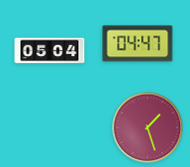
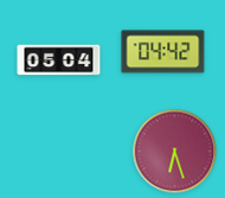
clock at (138, 44): 04:47 -> 04:42
clock at (148, 128): 1:27 -> 6:27
